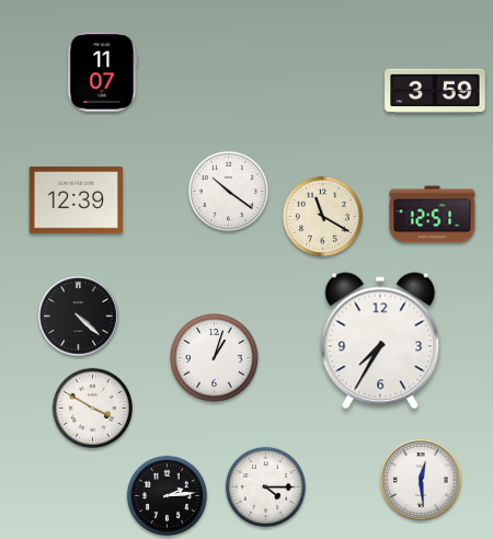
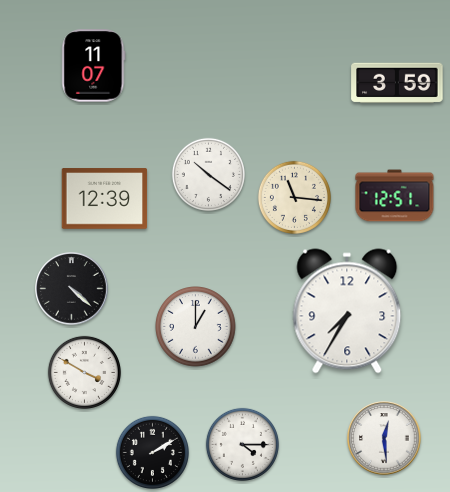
clock at (77, 200) position: (77, 200) -> (105, 199)
clock at (322, 216): 11:20 -> 11:16
clock at (215, 358): 1:03 -> 1:00
clock at (167, 495): 2:14 -> 2:10
